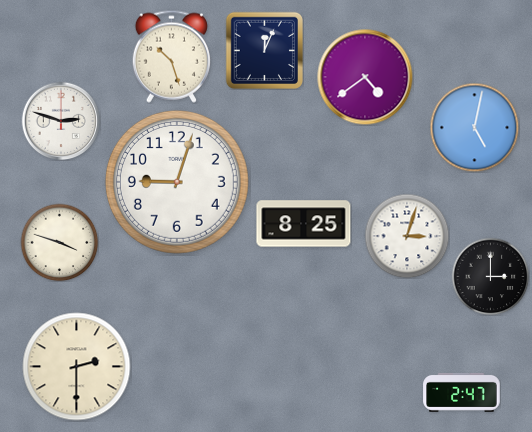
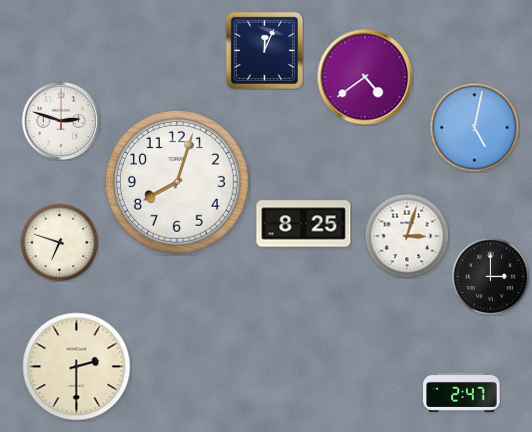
clock at (171, 56): 10:27 -> none
clock at (177, 182): 9:03 -> 8:03
clock at (59, 242): 3:48 -> 6:48
